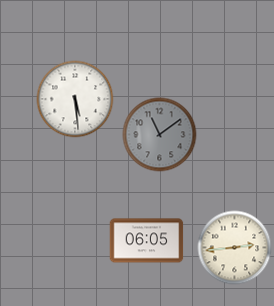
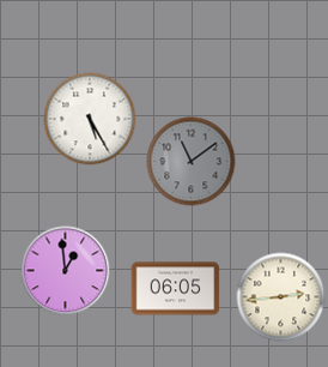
clock at (75, 99): 5:29 -> 5:25
clock at (66, 271): none -> 12:59
